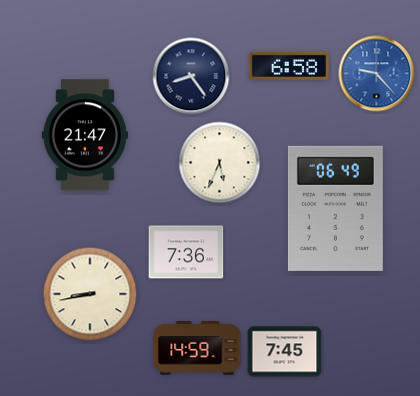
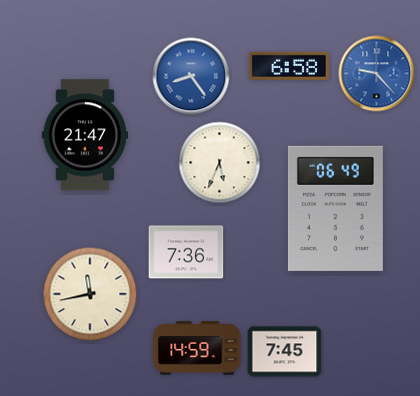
clock at (191, 76) dial: navy -> blue
clock at (90, 294): 8:43 -> 11:43
